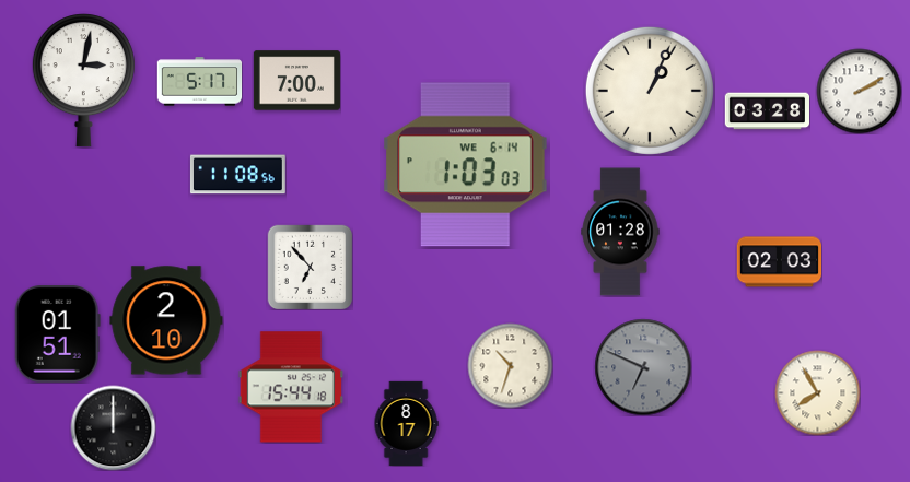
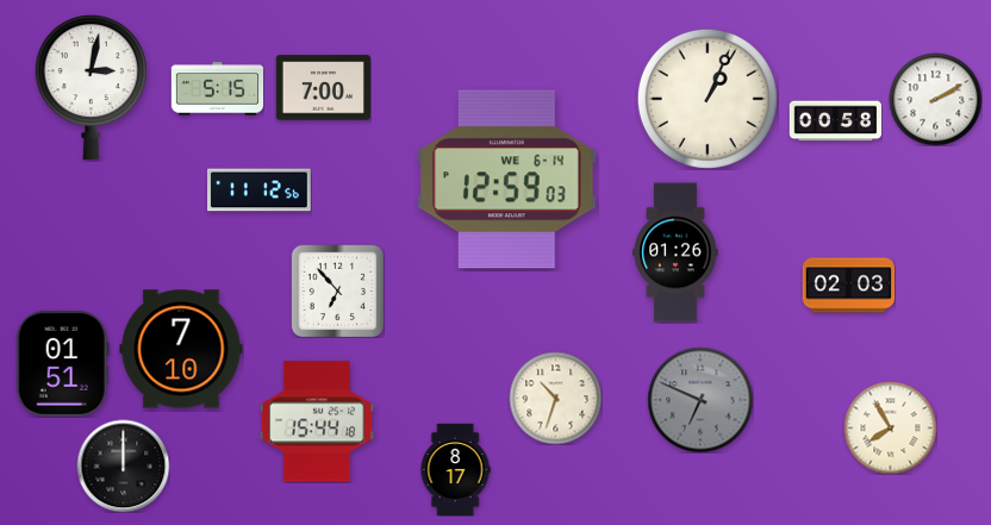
clock at (199, 82): 5:17 -> 5:15
clock at (767, 111): 03:28 -> 00:58
clock at (466, 165): 1:03 -> 12:59
clock at (237, 175): 11:08 -> 11:12
clock at (620, 232): 01:28 -> 01:26
clock at (166, 320): 2:10 -> 7:10
clock at (406, 423) position: (406, 423) -> (455, 469)
